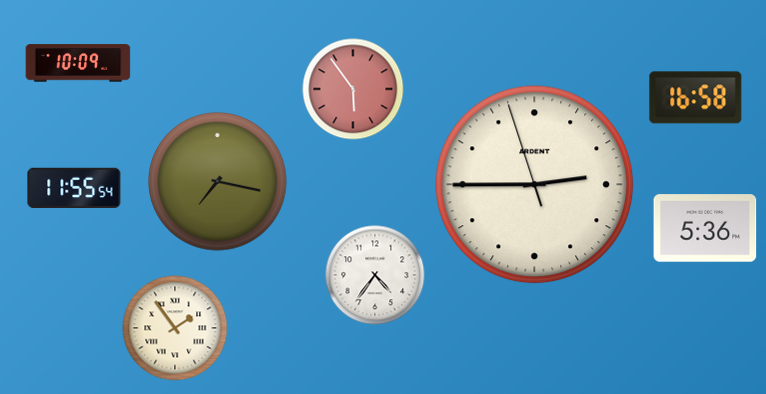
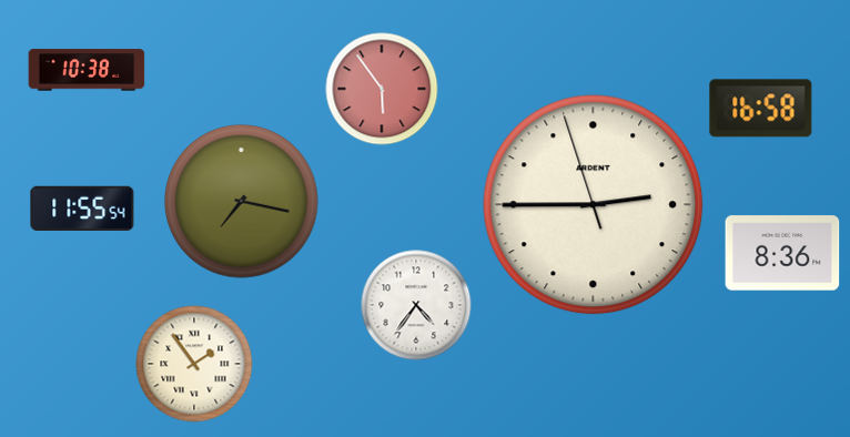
clock at (78, 63): 10:09 -> 10:38
clock at (353, 89) position: (353, 89) -> (382, 89)
clock at (696, 98) position: (696, 98) -> (761, 109)
clock at (705, 228): 5:36 -> 8:36
